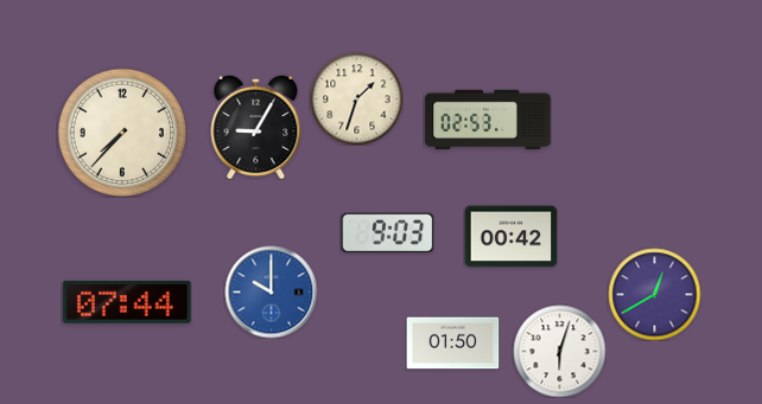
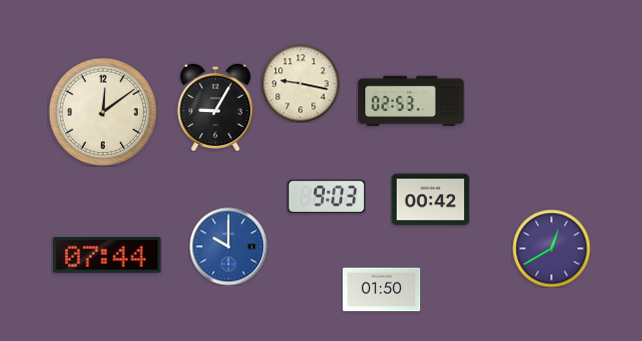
clock at (356, 98): 1:33 -> 9:17
clock at (121, 132): 7:37 -> 12:09
clock at (559, 351): 6:03 -> none
